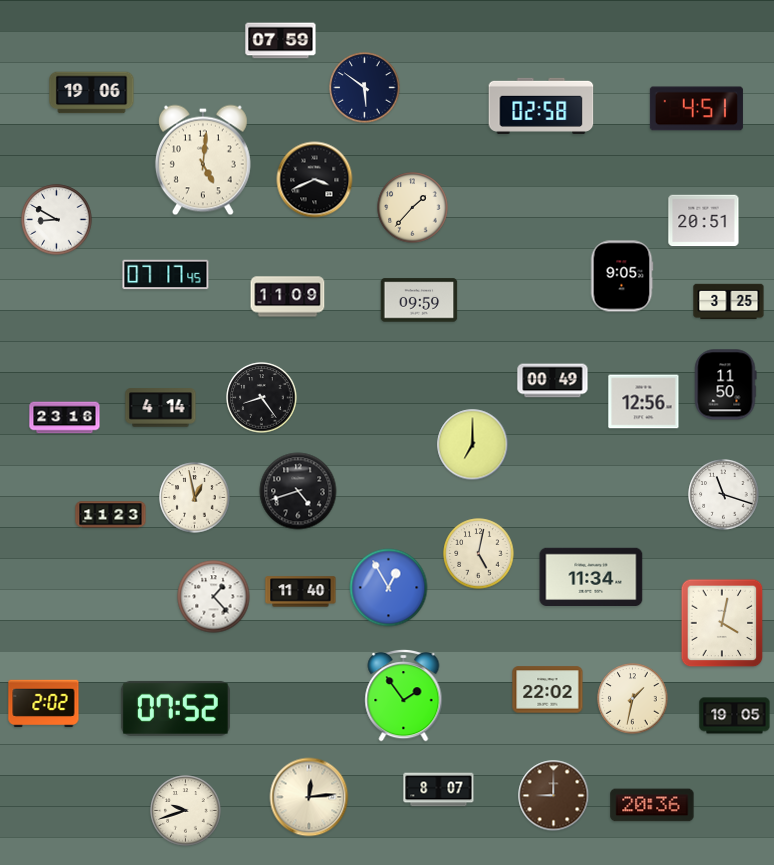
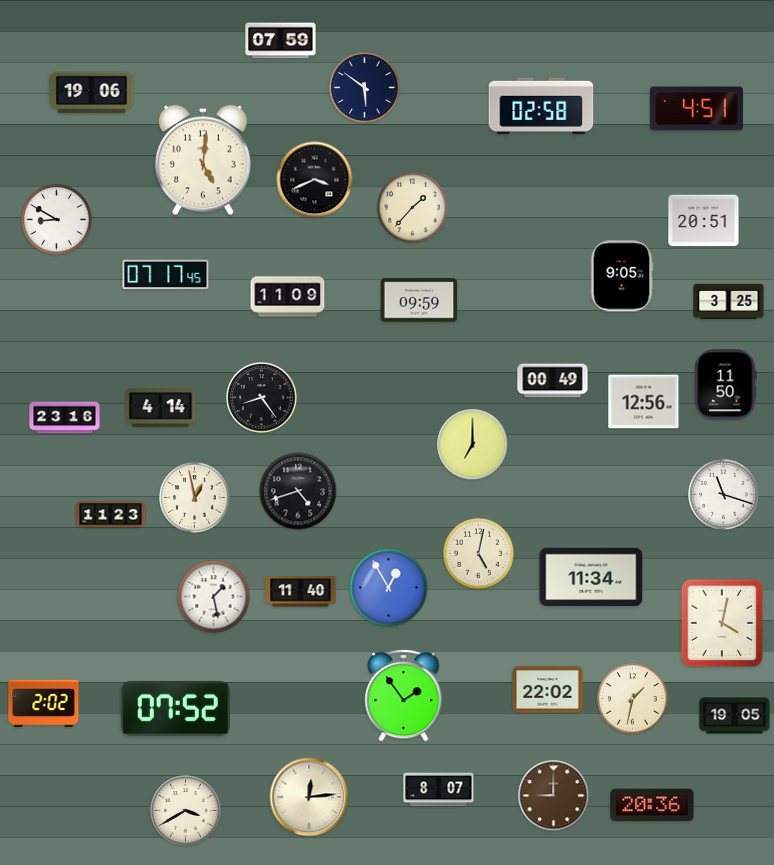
clock at (214, 597): 1:23 -> 1:28
clock at (186, 811): 9:42 -> 3:40
